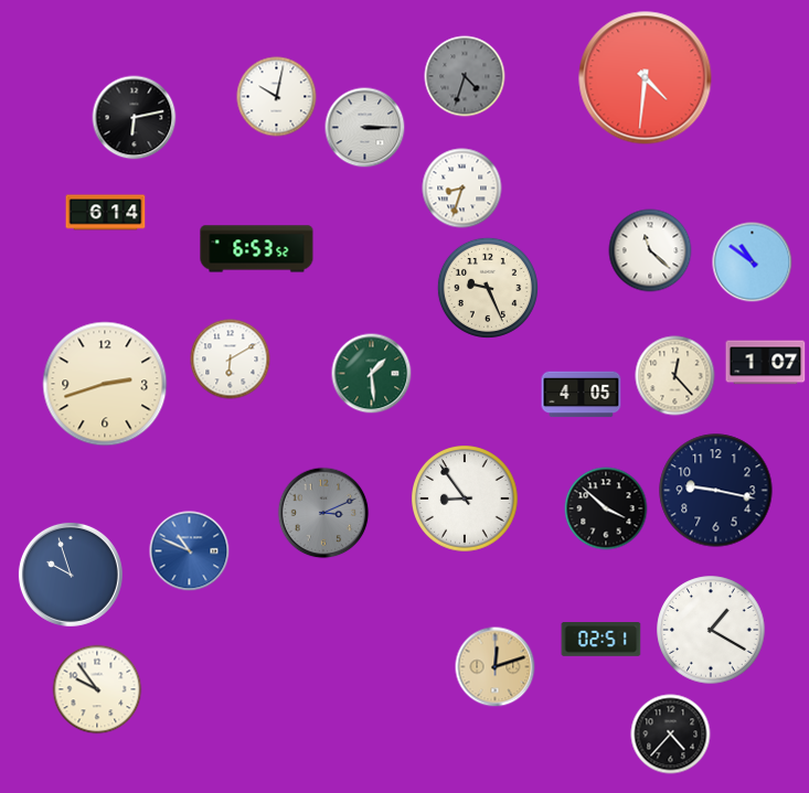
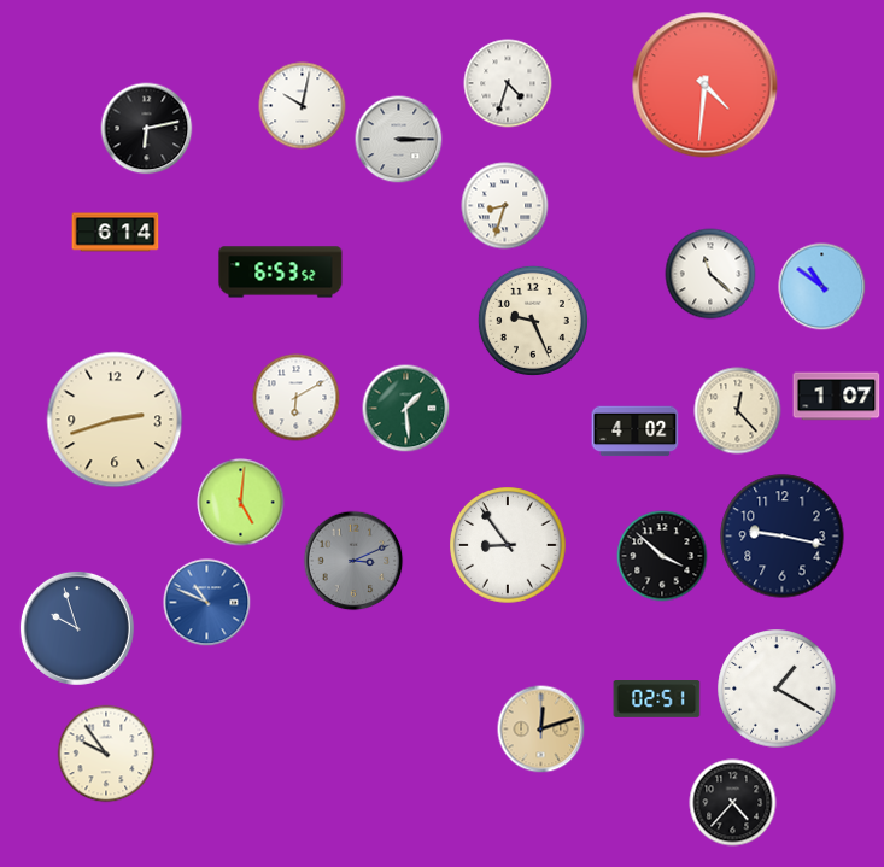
clock at (465, 76) dial: grey -> white
clock at (488, 288) position: (488, 288) -> (533, 321)
clock at (231, 360) position: (231, 360) -> (297, 398)
clock at (582, 395): 4:05 -> 4:02
clock at (241, 503): none -> 5:01
